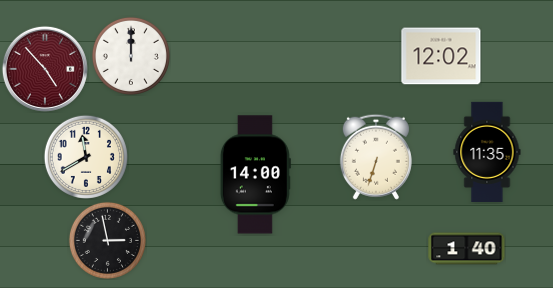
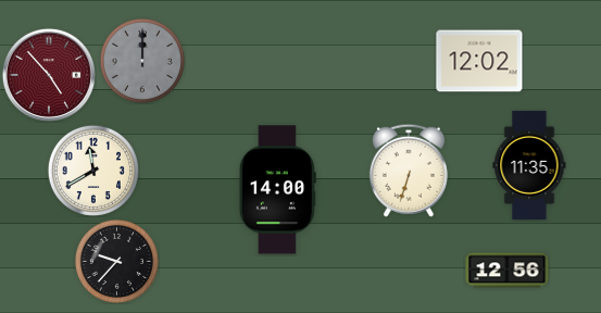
clock at (131, 56) dial: white -> grey
clock at (107, 240): 2:58 -> 9:37
clock at (467, 249): 1:40 -> 12:56
